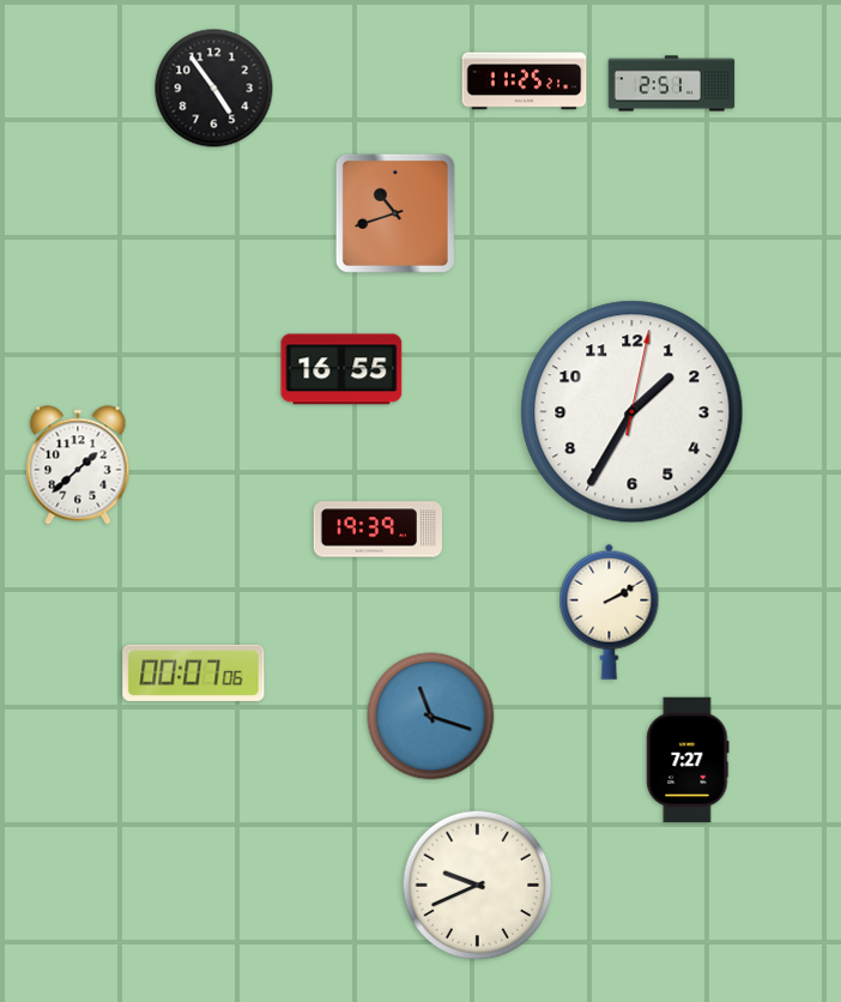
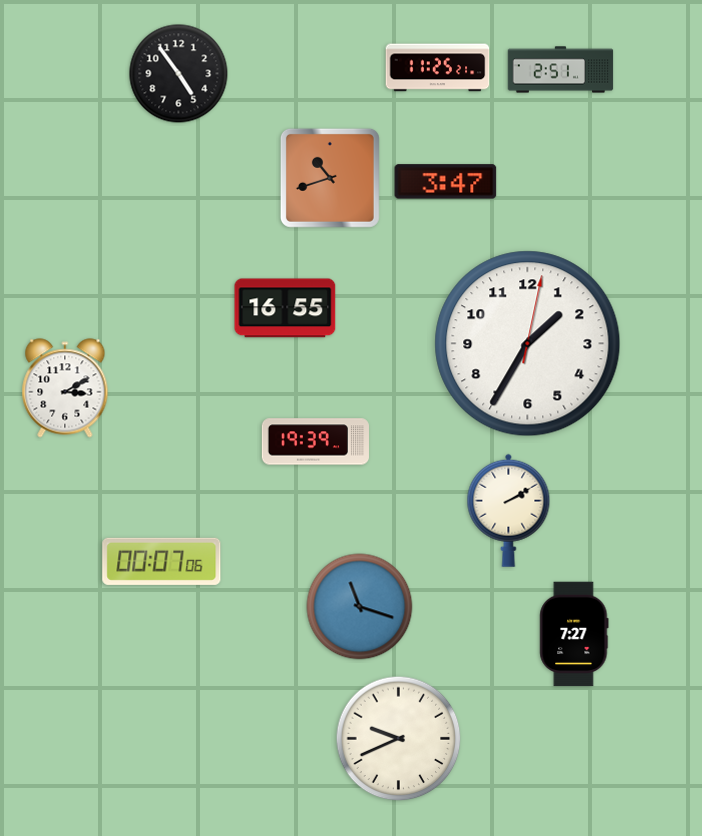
clock at (446, 182): none -> 3:47
clock at (78, 465): 1:38 -> 3:10
clock at (431, 717) position: (431, 717) -> (360, 607)
